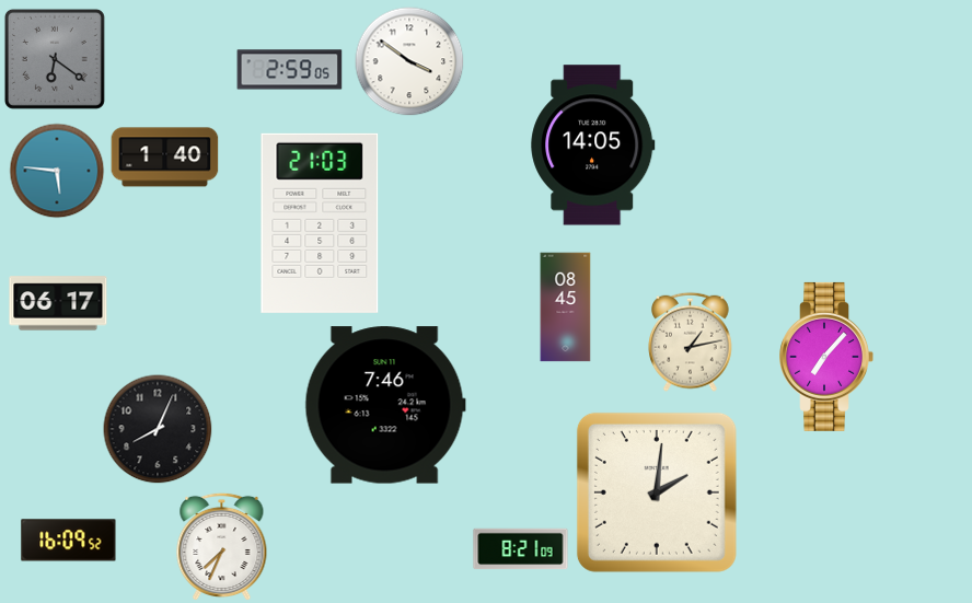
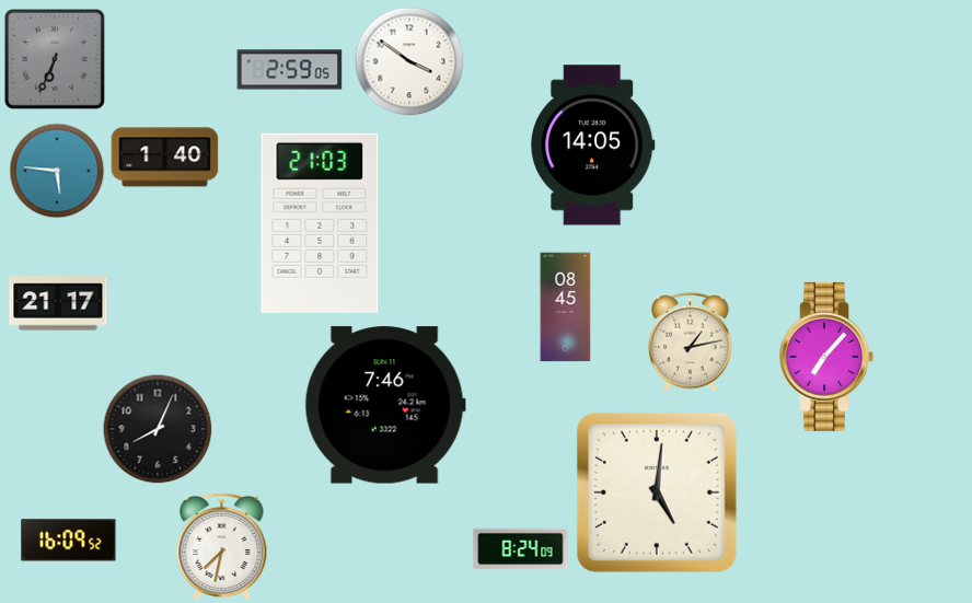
clock at (55, 59): 6:21 -> 6:34
clock at (58, 303): 06:17 -> 21:17
clock at (657, 492): 2:01 -> 5:01
clock at (222, 547): 7:34 -> 7:32
clock at (521, 549): 8:21 -> 8:24
